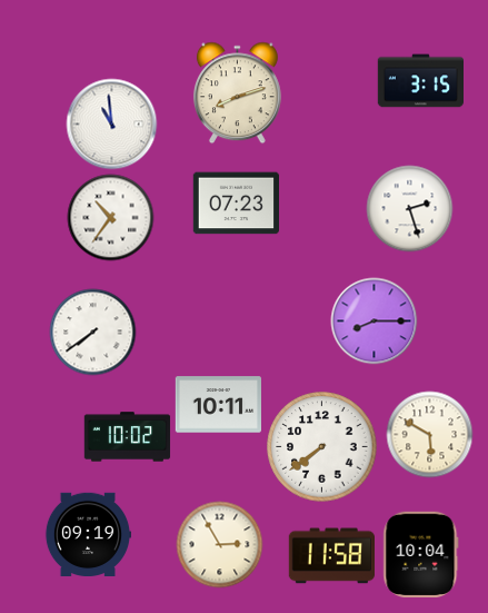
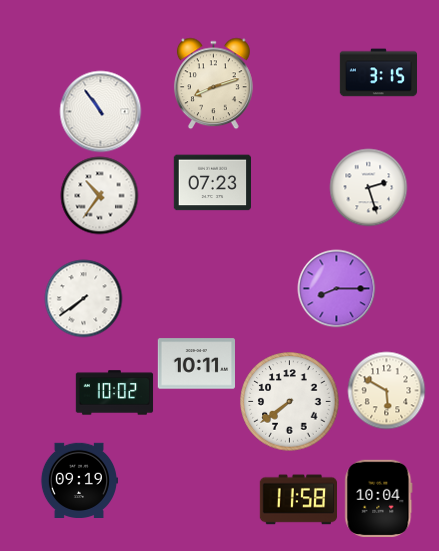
clock at (111, 123): 10:59 -> 10:54
clock at (219, 544): 2:55 -> none
